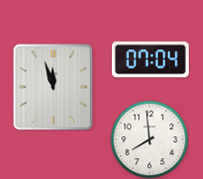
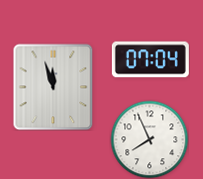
clock at (149, 139): 7:59 -> 7:56
